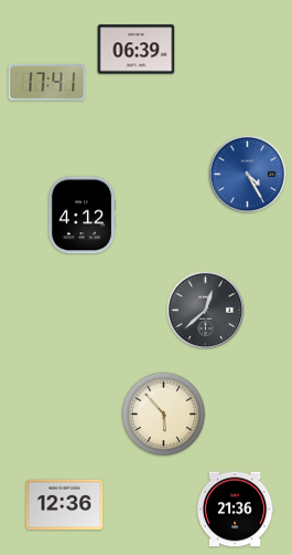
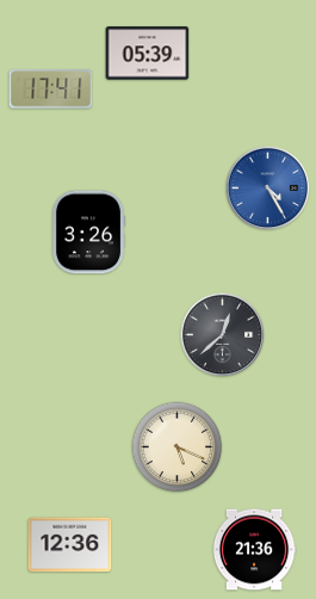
clock at (137, 50): 06:39 -> 05:39
clock at (82, 216): 4:12 -> 3:26
clock at (164, 415): 5:53 -> 5:19
